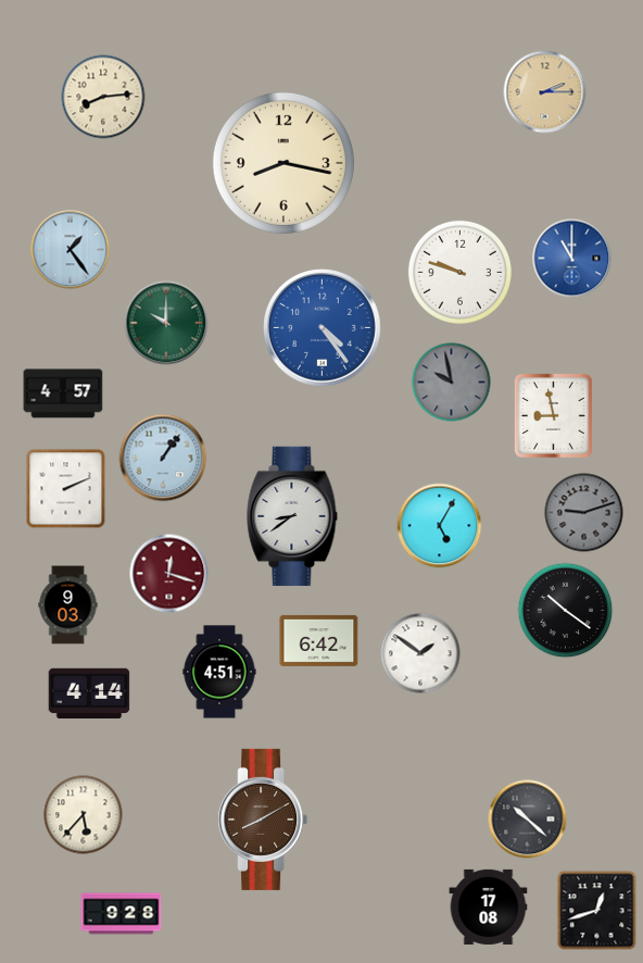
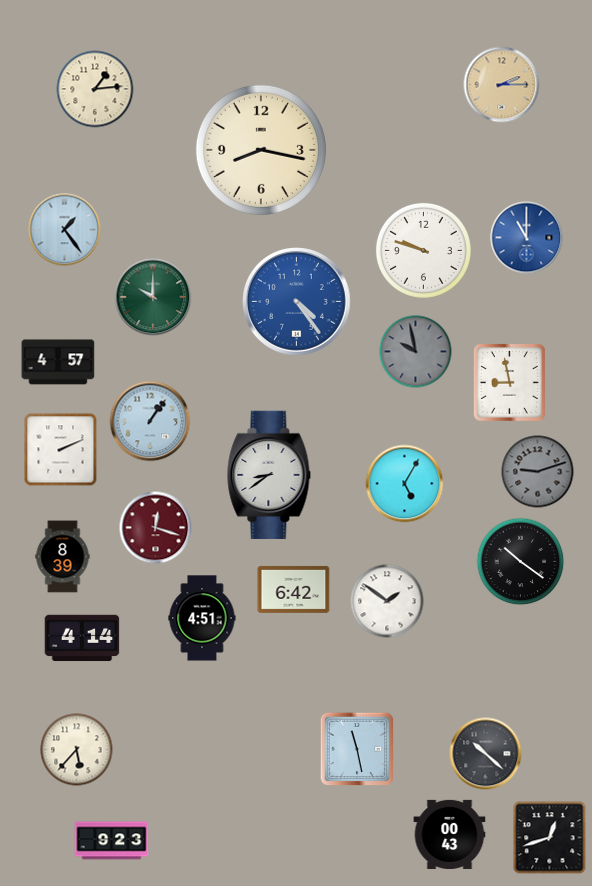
clock at (103, 97): 8:14 -> 1:14
clock at (68, 605): 9:03 -> 8:39
clock at (357, 749): none -> 11:28
clock at (263, 820): 8:10 -> none
clock at (489, 906): 17:08 -> 00:43
clock at (122, 914): 9:28 -> 9:23
